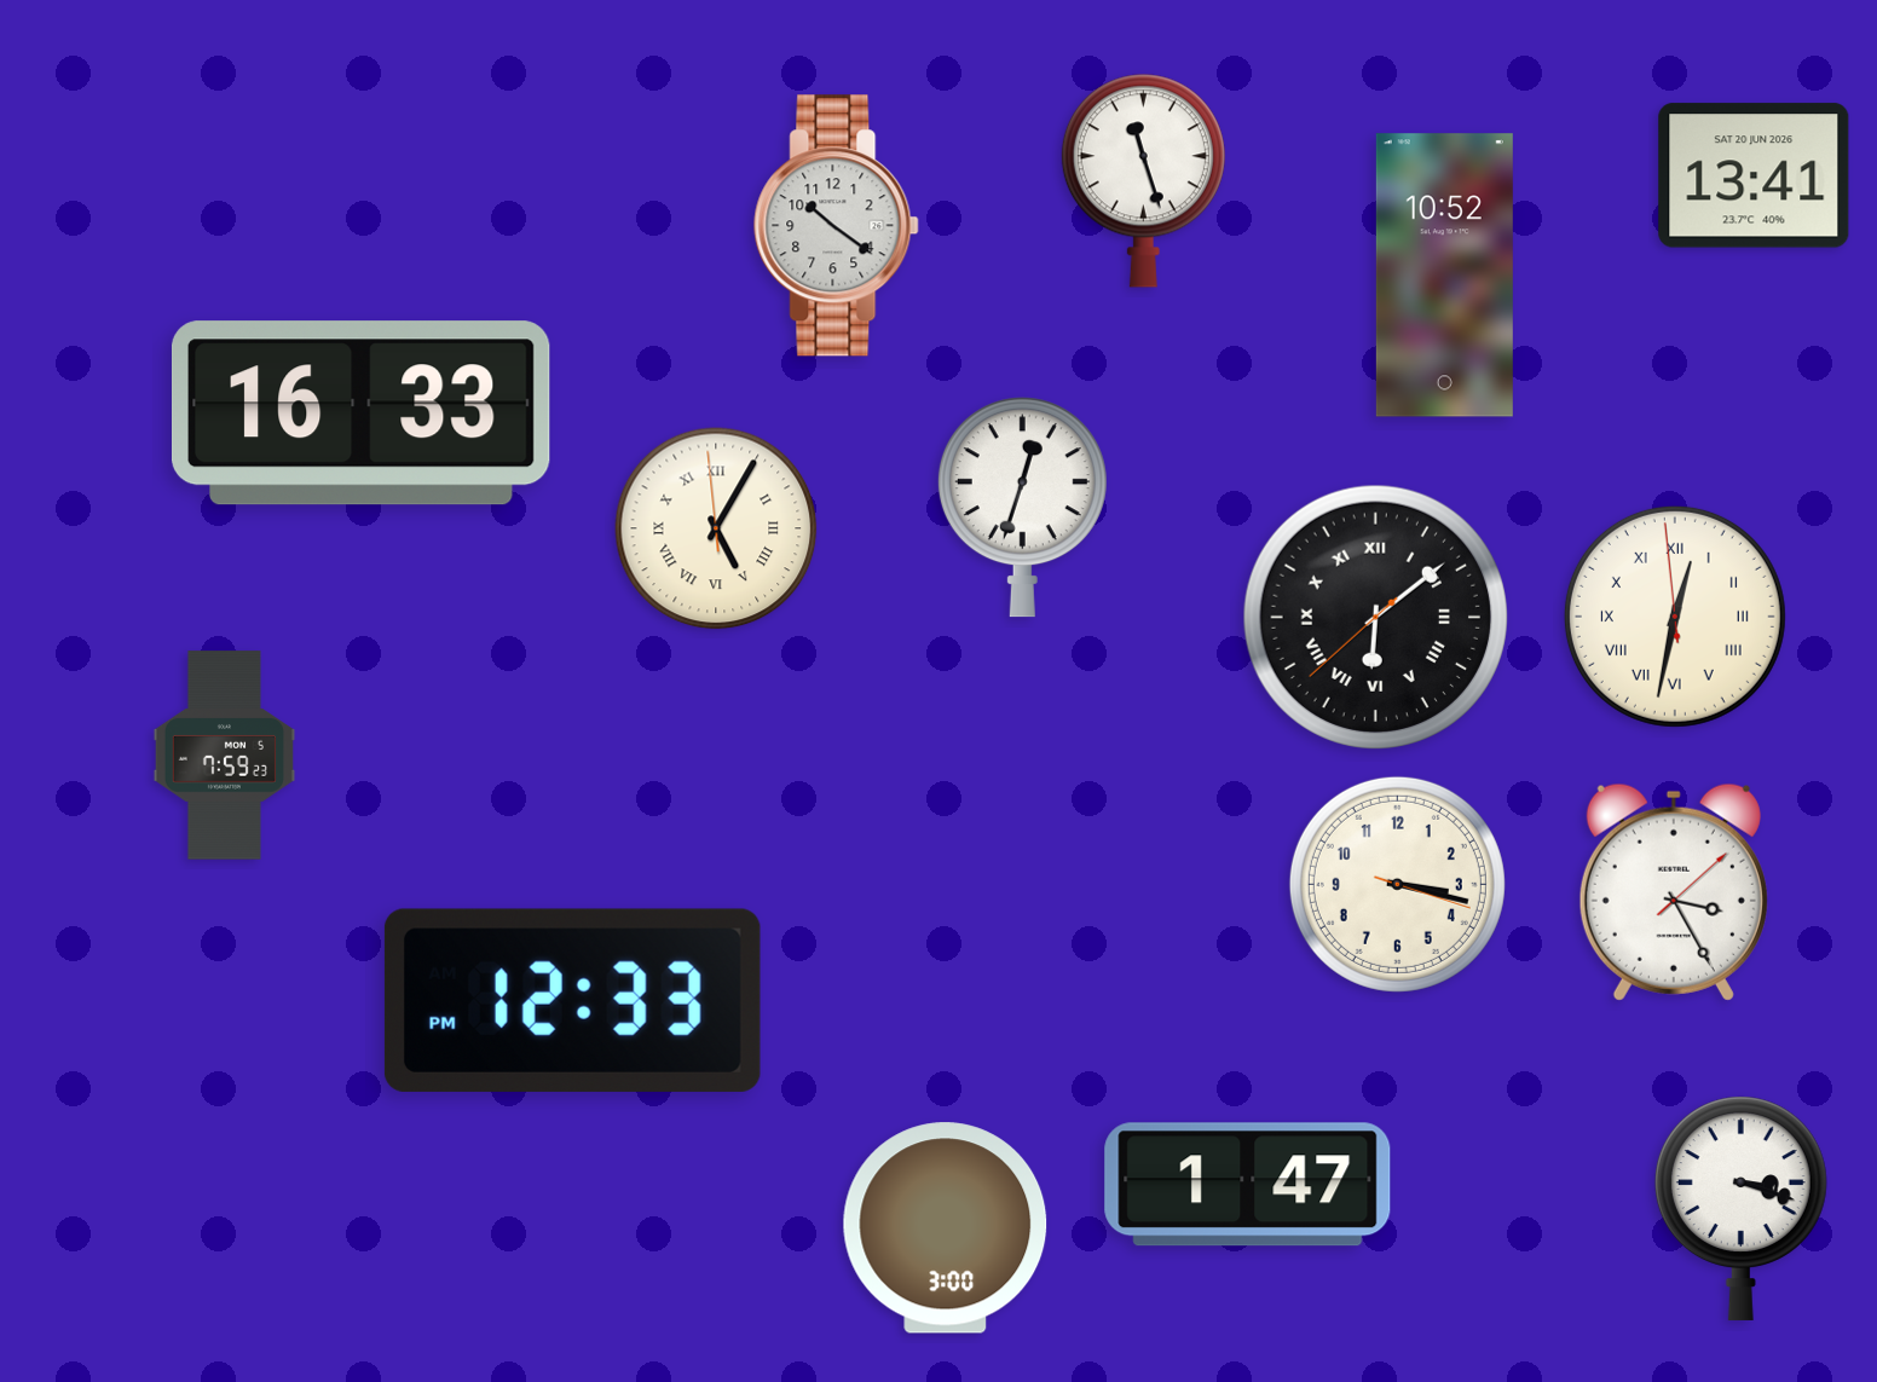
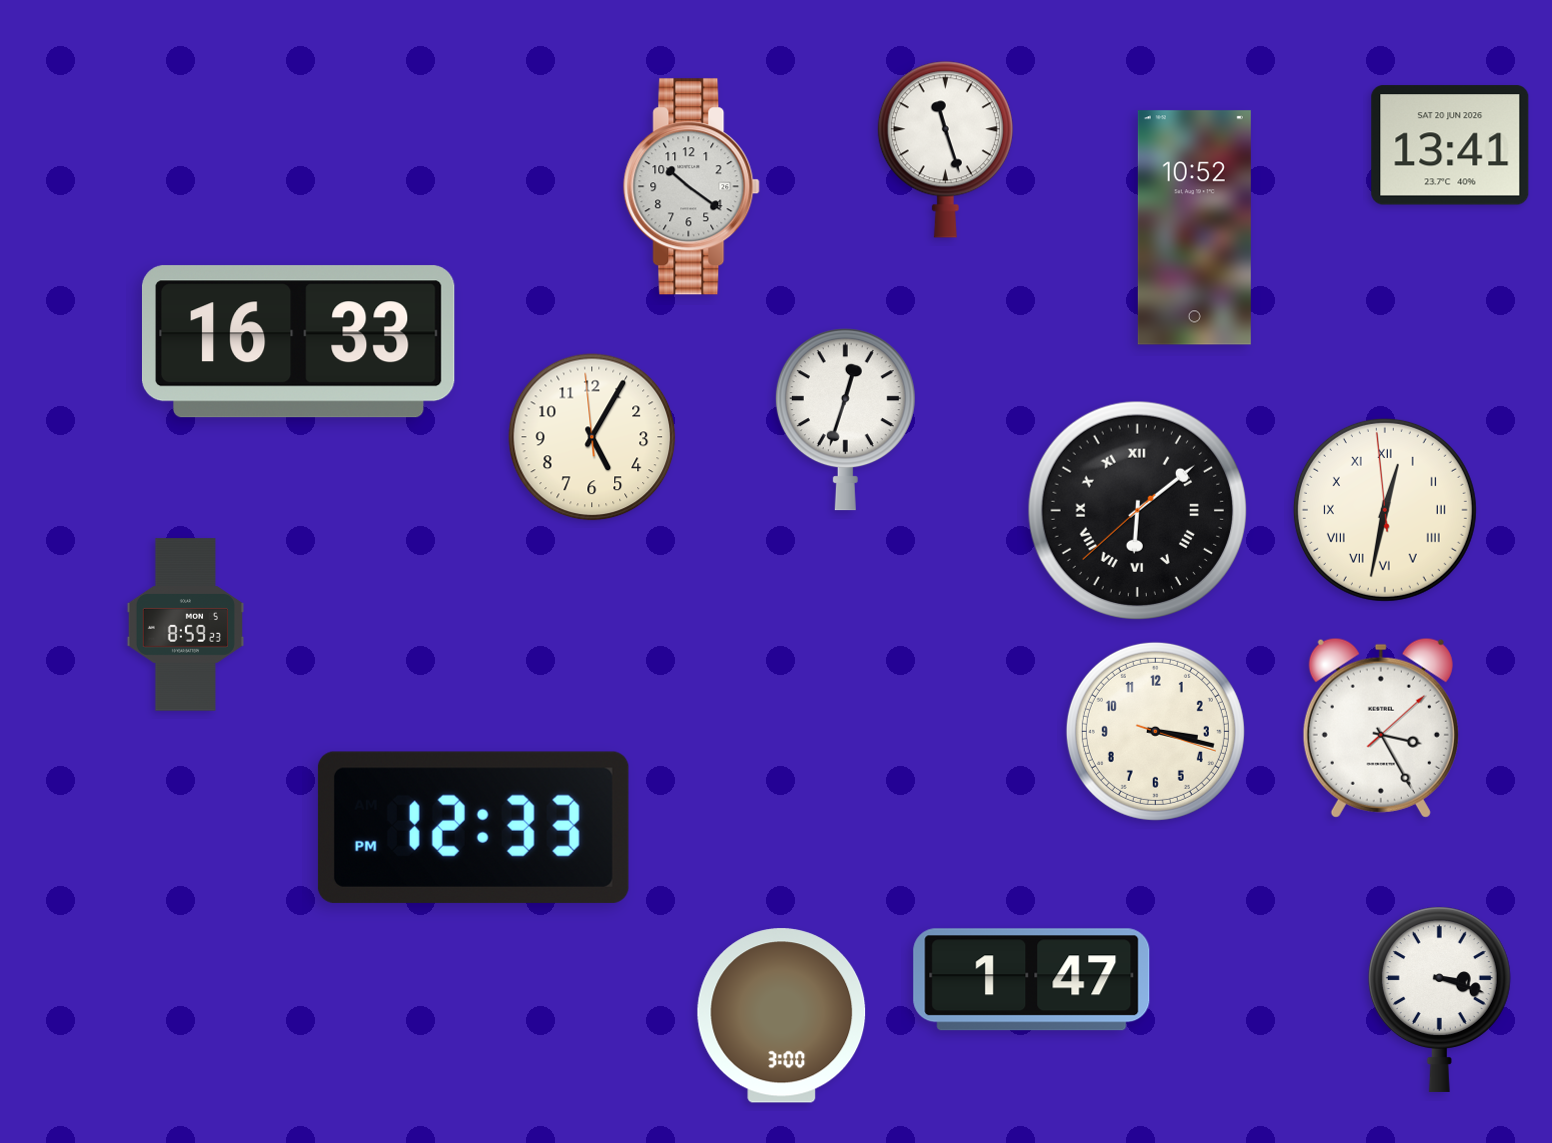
clock at (716, 528) numerals: Roman -> Arabic
clock at (224, 756): 7:59 -> 8:59
clock at (1674, 892) position: (1674, 892) -> (1381, 728)
